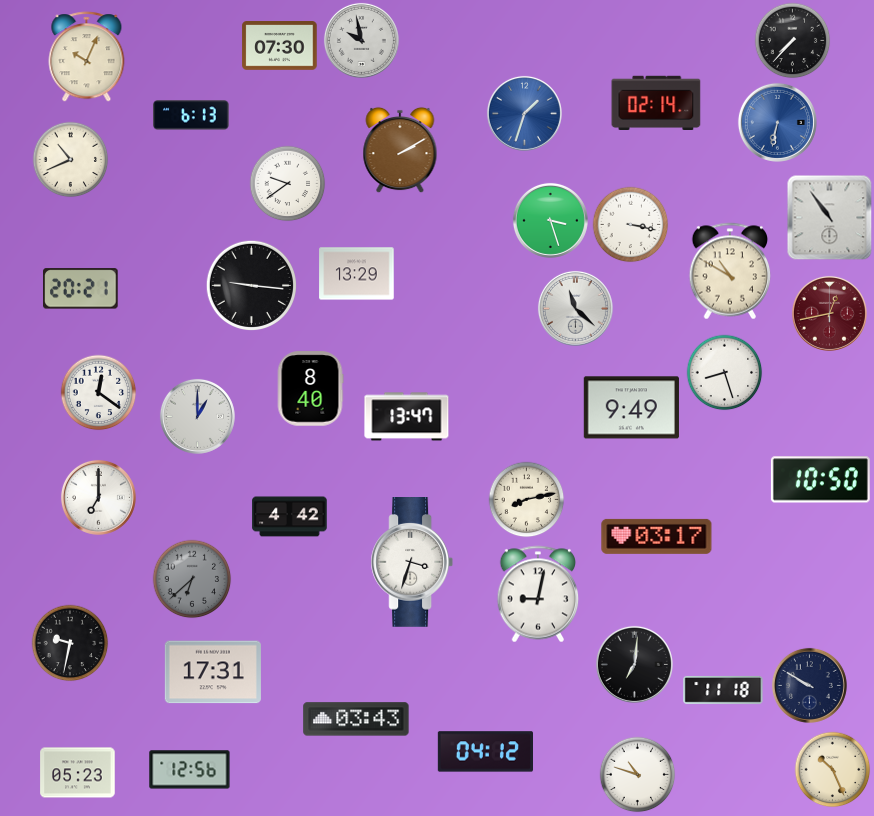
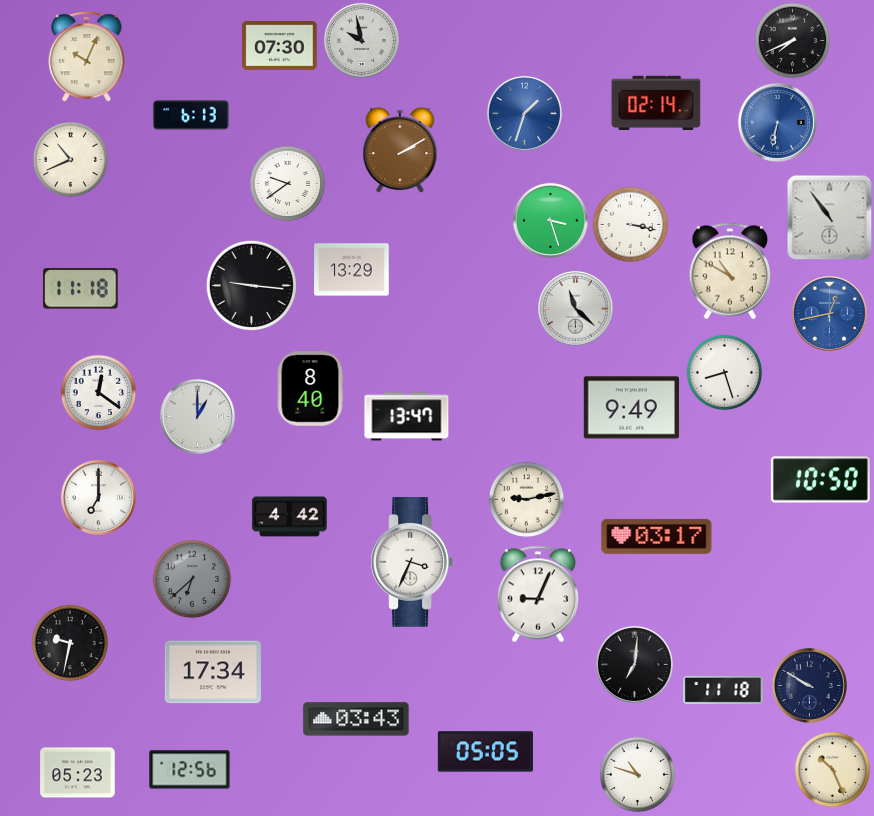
clock at (793, 41): 7:37 -> 7:41
clock at (357, 274) position: (357, 274) -> (352, 270)
clock at (81, 289): 20:21 -> 11:18
clock at (829, 313) dial: burgundy -> blue
clock at (527, 500): 8:13 -> 9:13
clock at (411, 563): 3:33 -> 3:34
clock at (538, 594): 9:02 -> 9:04
clock at (213, 672): 17:31 -> 17:34
clock at (485, 752): 04:12 -> 05:05
